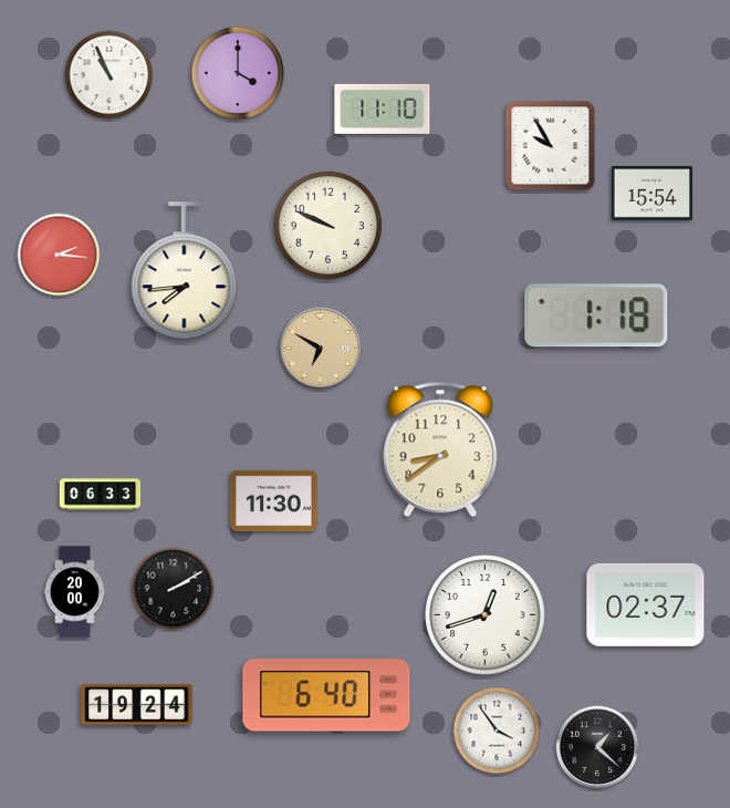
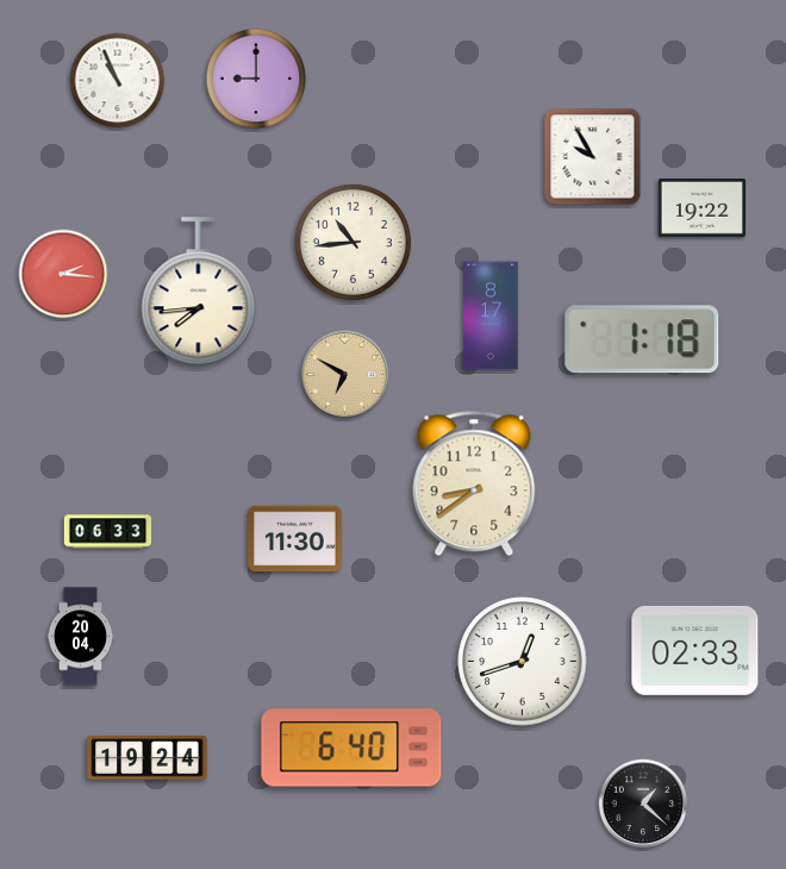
clock at (238, 73): 4:00 -> 9:00
clock at (383, 108): 11:10 -> none
clock at (651, 194): 15:54 -> 19:22
clock at (327, 225): 9:49 -> 10:44
clock at (491, 315): none -> 8:17
clock at (174, 589): 2:10 -> none
clock at (74, 592): 20:00 -> 20:04
clock at (646, 604): 02:37 -> 02:33
clock at (497, 731): 3:54 -> none
